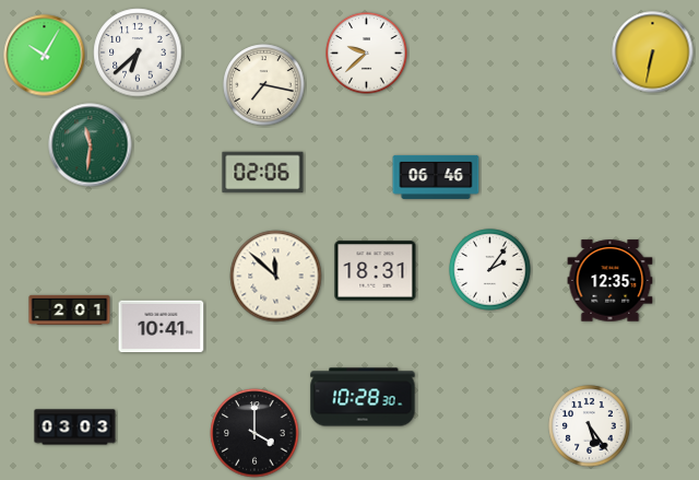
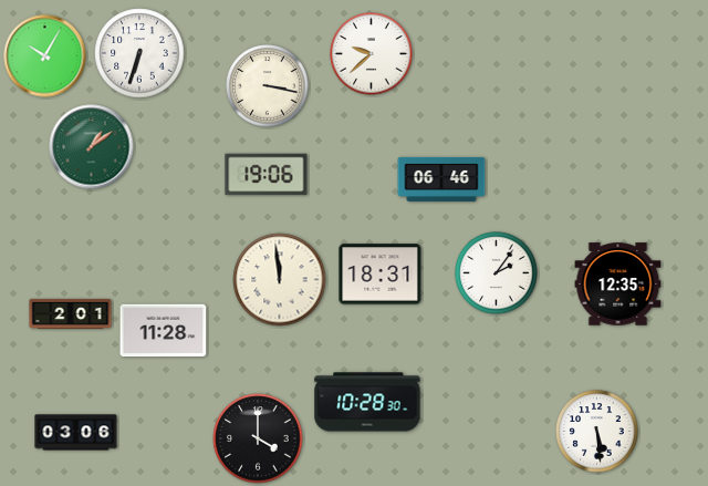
clock at (138, 52): 6:38 -> 6:33
clock at (653, 52): 6:32 -> none
clock at (264, 85): 7:17 -> 3:17
clock at (91, 145): 11:31 -> 1:09
clock at (263, 173): 02:06 -> 19:06
clock at (276, 277): 11:52 -> 11:59
clock at (162, 327): 10:41 -> 11:28
clock at (590, 426): 5:24 -> 5:29
clock at (75, 428): 03:03 -> 03:06
